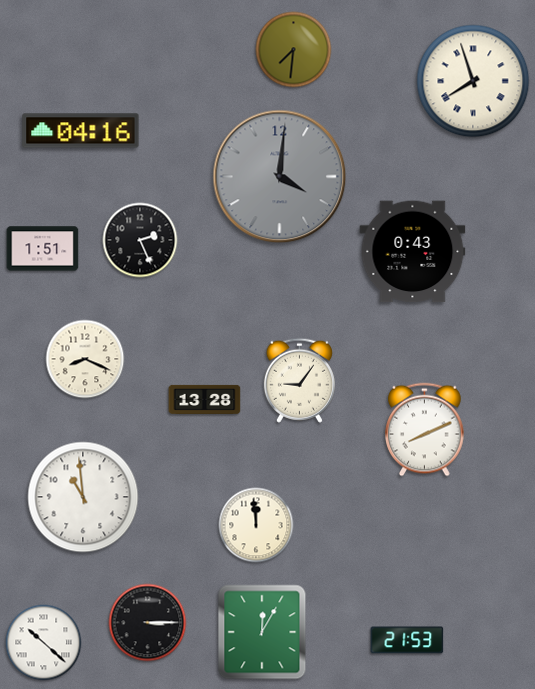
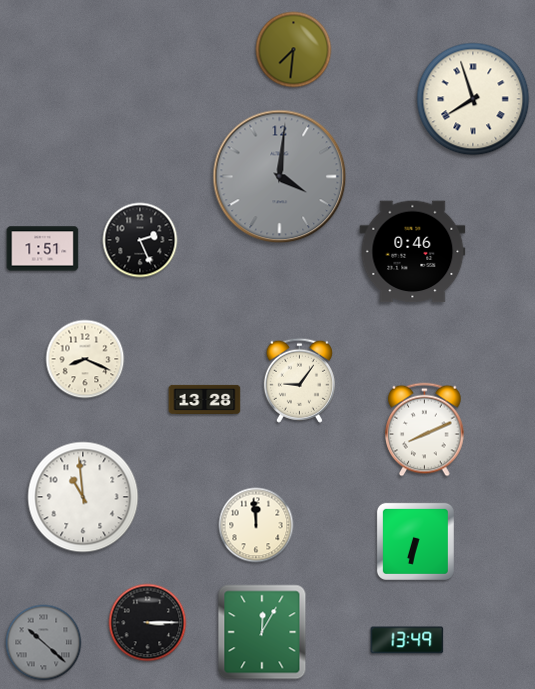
clock at (473, 81) position: (473, 81) -> (473, 99)
clock at (81, 131): 04:16 -> none
clock at (413, 252): 0:43 -> 0:46
clock at (415, 541): none -> 6:32
clock at (407, 640): 21:53 -> 13:49
clock at (44, 643) dial: white -> grey
